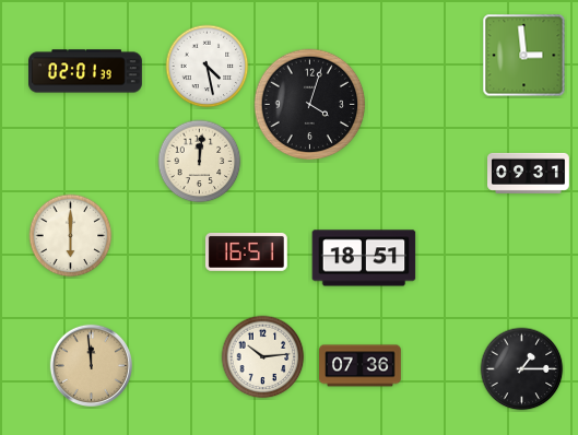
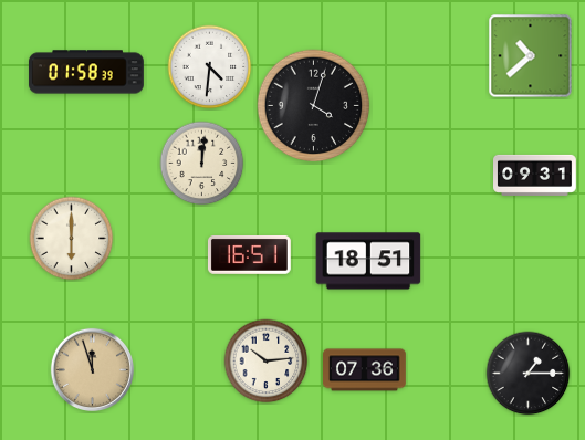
clock at (524, 56): 2:59 -> 10:38
clock at (208, 67): 4:28 -> 4:31
clock at (86, 71): 02:01 -> 01:58
clock at (91, 365): 11:59 -> 11:57
